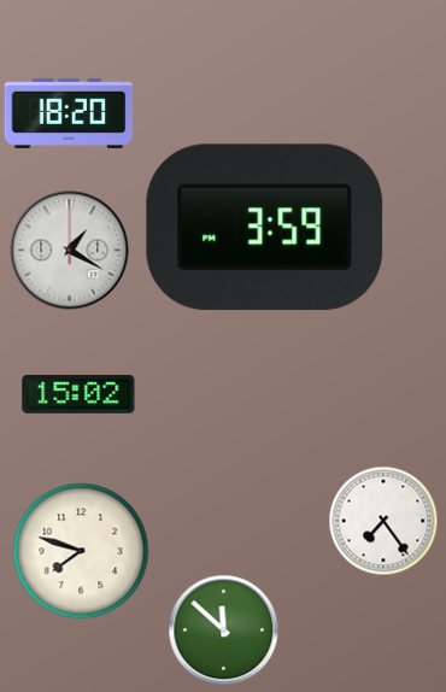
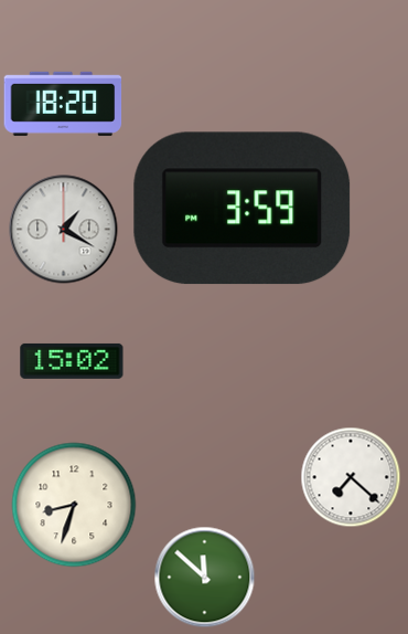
clock at (383, 521): 7:24 -> 7:22
clock at (81, 551): 7:48 -> 8:33
